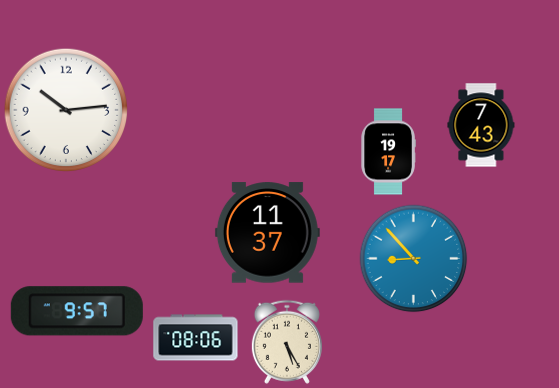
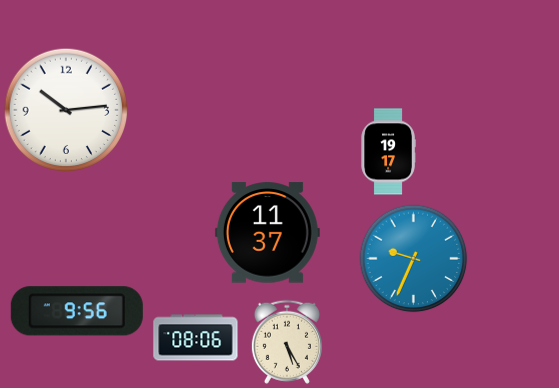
clock at (481, 125): 7:43 -> none
clock at (414, 259): 8:53 -> 9:34
clock at (77, 311): 9:57 -> 9:56
